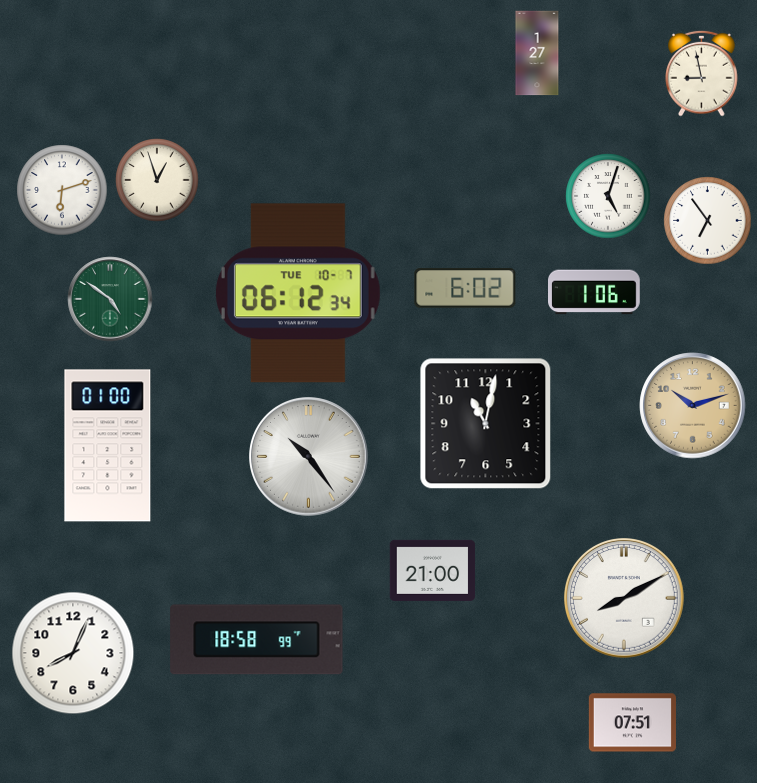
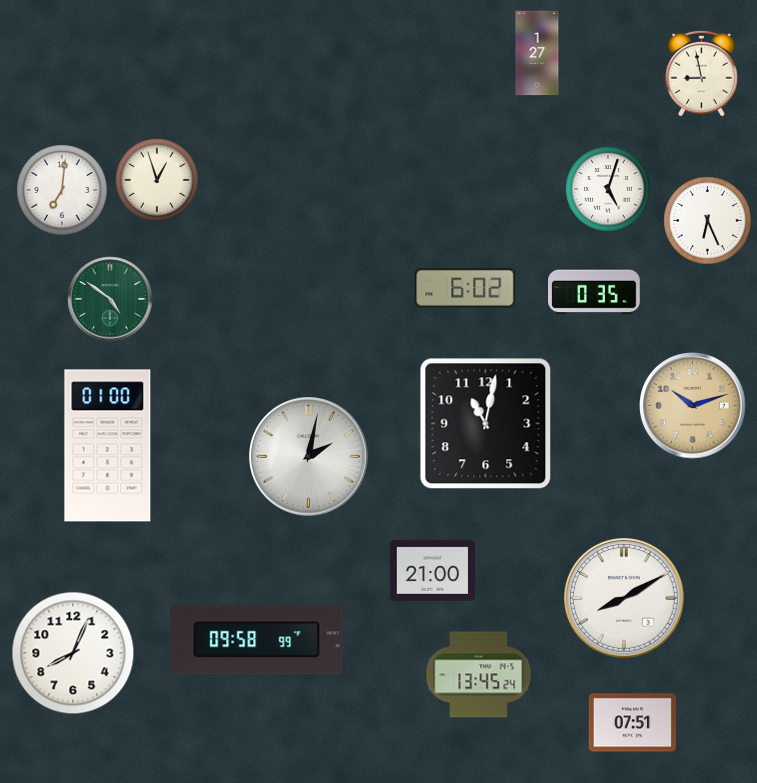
clock at (62, 190): 6:12 -> 7:01
clock at (608, 196) position: (608, 196) -> (608, 189)
clock at (708, 221): 6:54 -> 6:26
clock at (595, 292): 1:06 -> 0:35
clock at (298, 293): 06:12 -> none
clock at (309, 457): 10:24 -> 2:02
clock at (257, 640): 18:58 -> 09:58
clock at (479, 675): none -> 13:45
